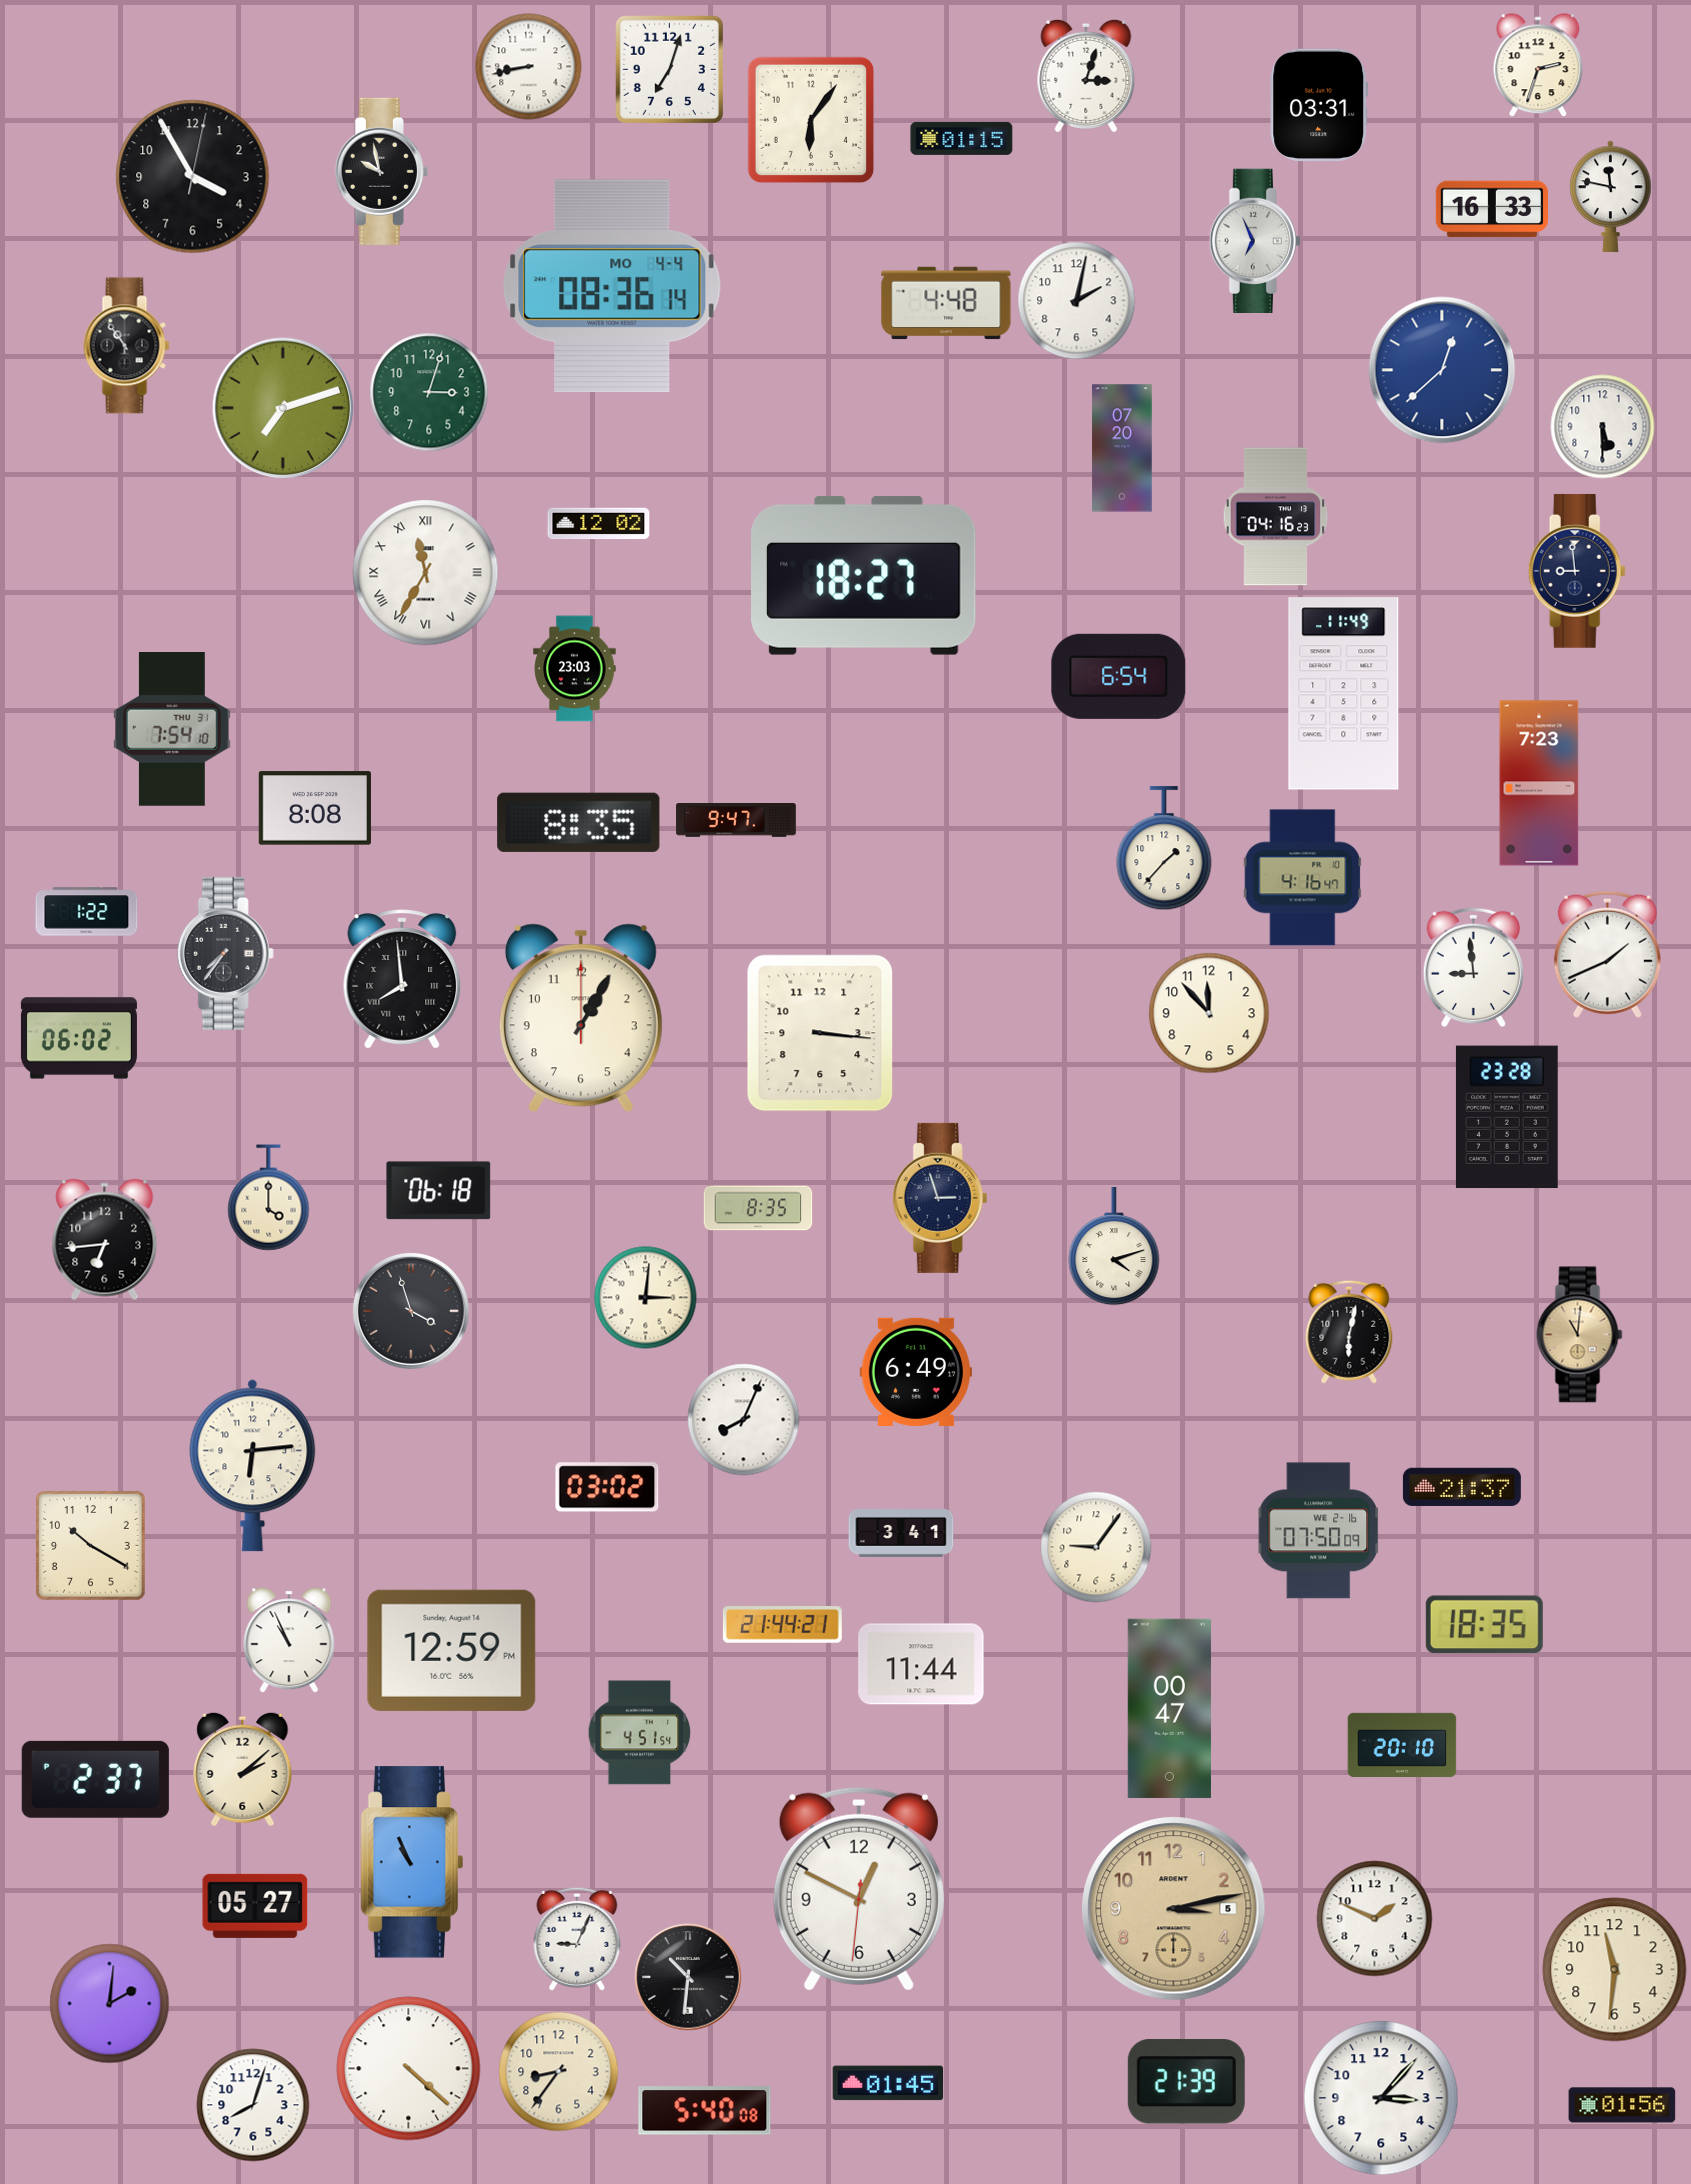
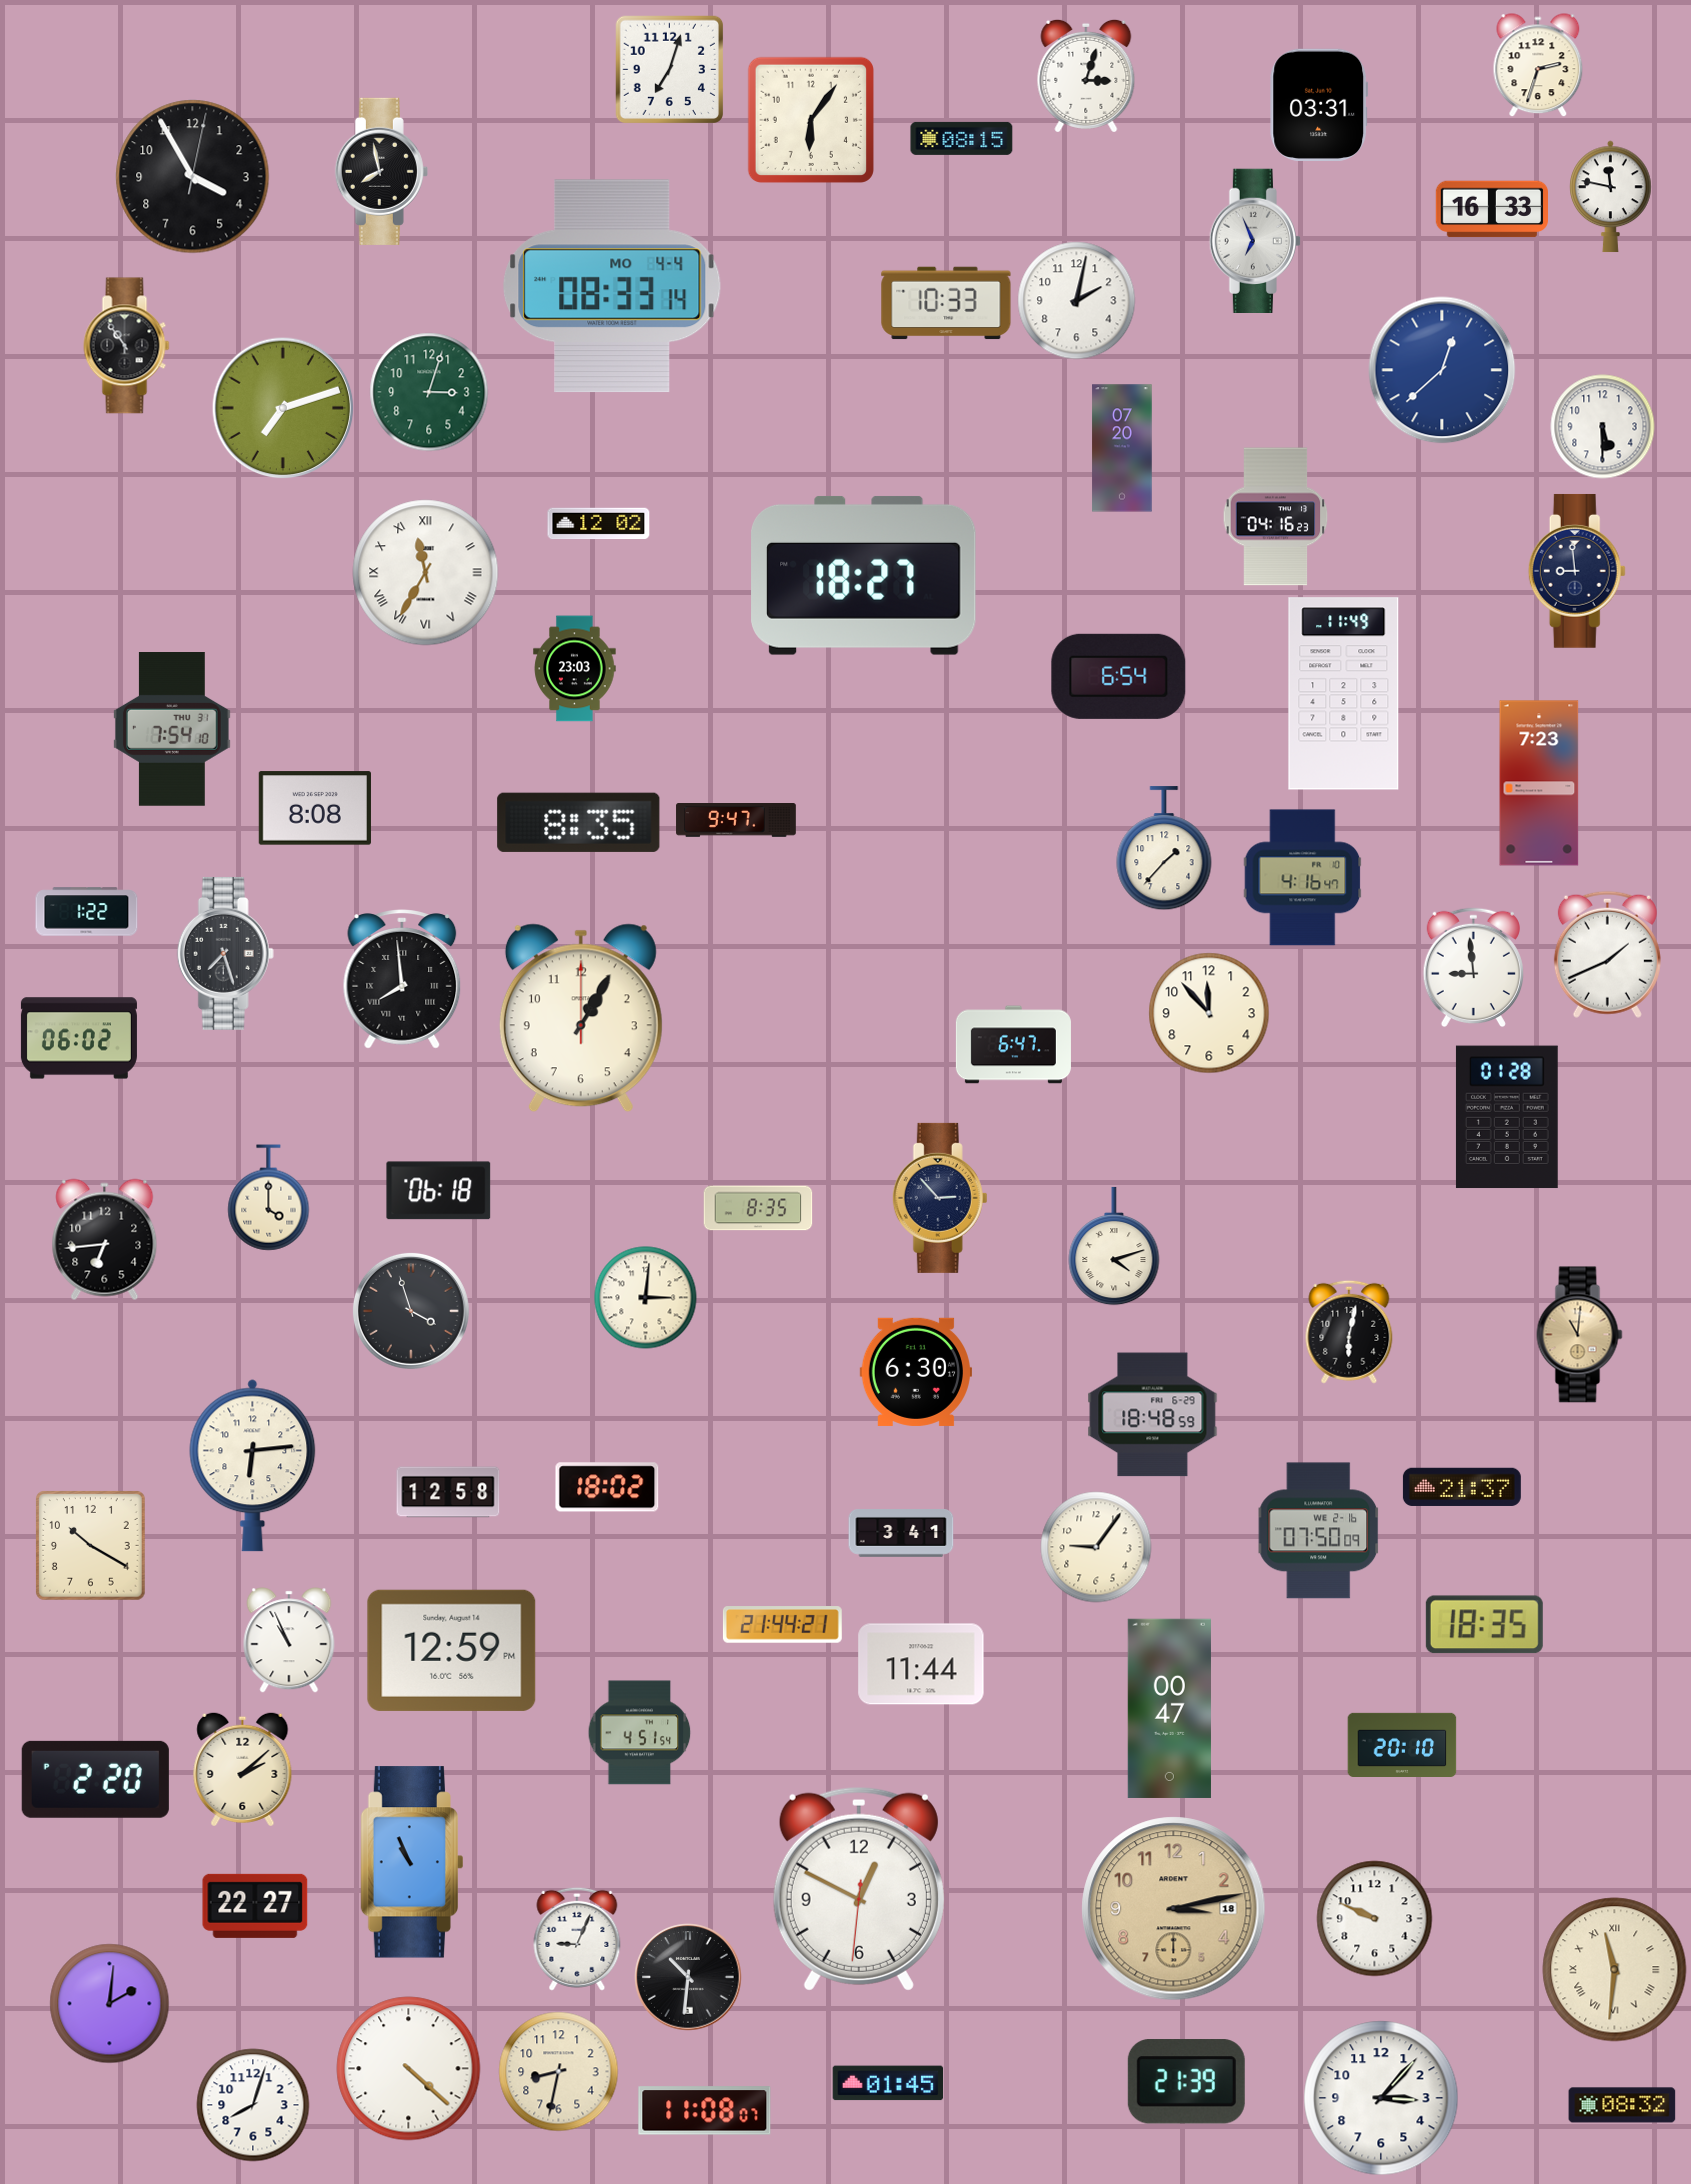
clock at (529, 67): 8:43 -> none
clock at (962, 138): 01:15 -> 08:15
clock at (381, 171): 9:58 -> 7:58
clock at (612, 286): 08:36 -> 08:33
clock at (946, 303): 4:48 -> 10:33
clock at (225, 953): 7:36 -> 7:27
clock at (820, 1033): 3:16 -> none
clock at (1013, 1045): none -> 6:47
clock at (1507, 1117): 23:28 -> 01:28
clock at (940, 1198): 2:57 -> 2:53
clock at (915, 1372): 6:49 -> 6:30
clock at (1153, 1415): none -> 18:48
clock at (744, 1420): 8:04 -> none
clock at (607, 1487): 03:02 -> 18:02
clock at (448, 1492): none -> 12:58
clock at (95, 1779): 2:37 -> 2:20
clock at (255, 1906): 05:27 -> 22:27
clock at (1174, 1909) date: 5 -> 18
clock at (1375, 1919): 1:49 -> 9:49
clock at (1615, 1970) numerals: Arabic -> Roman
clock at (559, 2072): 8:36 -> 8:32
clock at (1622, 2105): 01:56 -> 08:32
clock at (705, 2111): 5:40 -> 11:08
